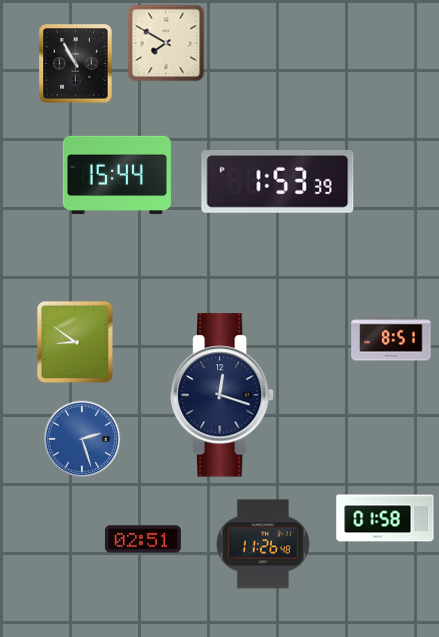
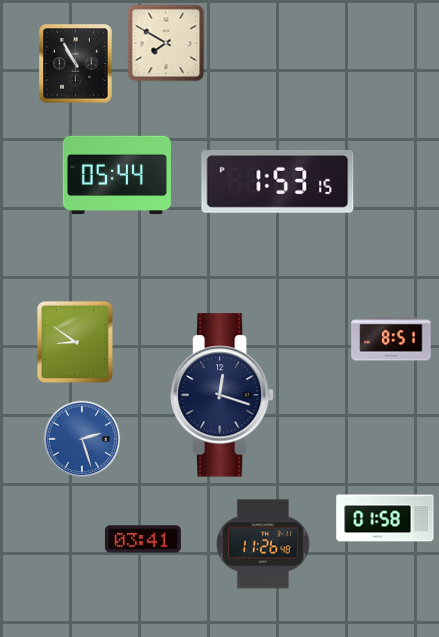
clock at (117, 175): 15:44 -> 05:44
clock at (278, 181): 1:53:39 -> 1:53:15
clock at (143, 539): 02:51 -> 03:41
